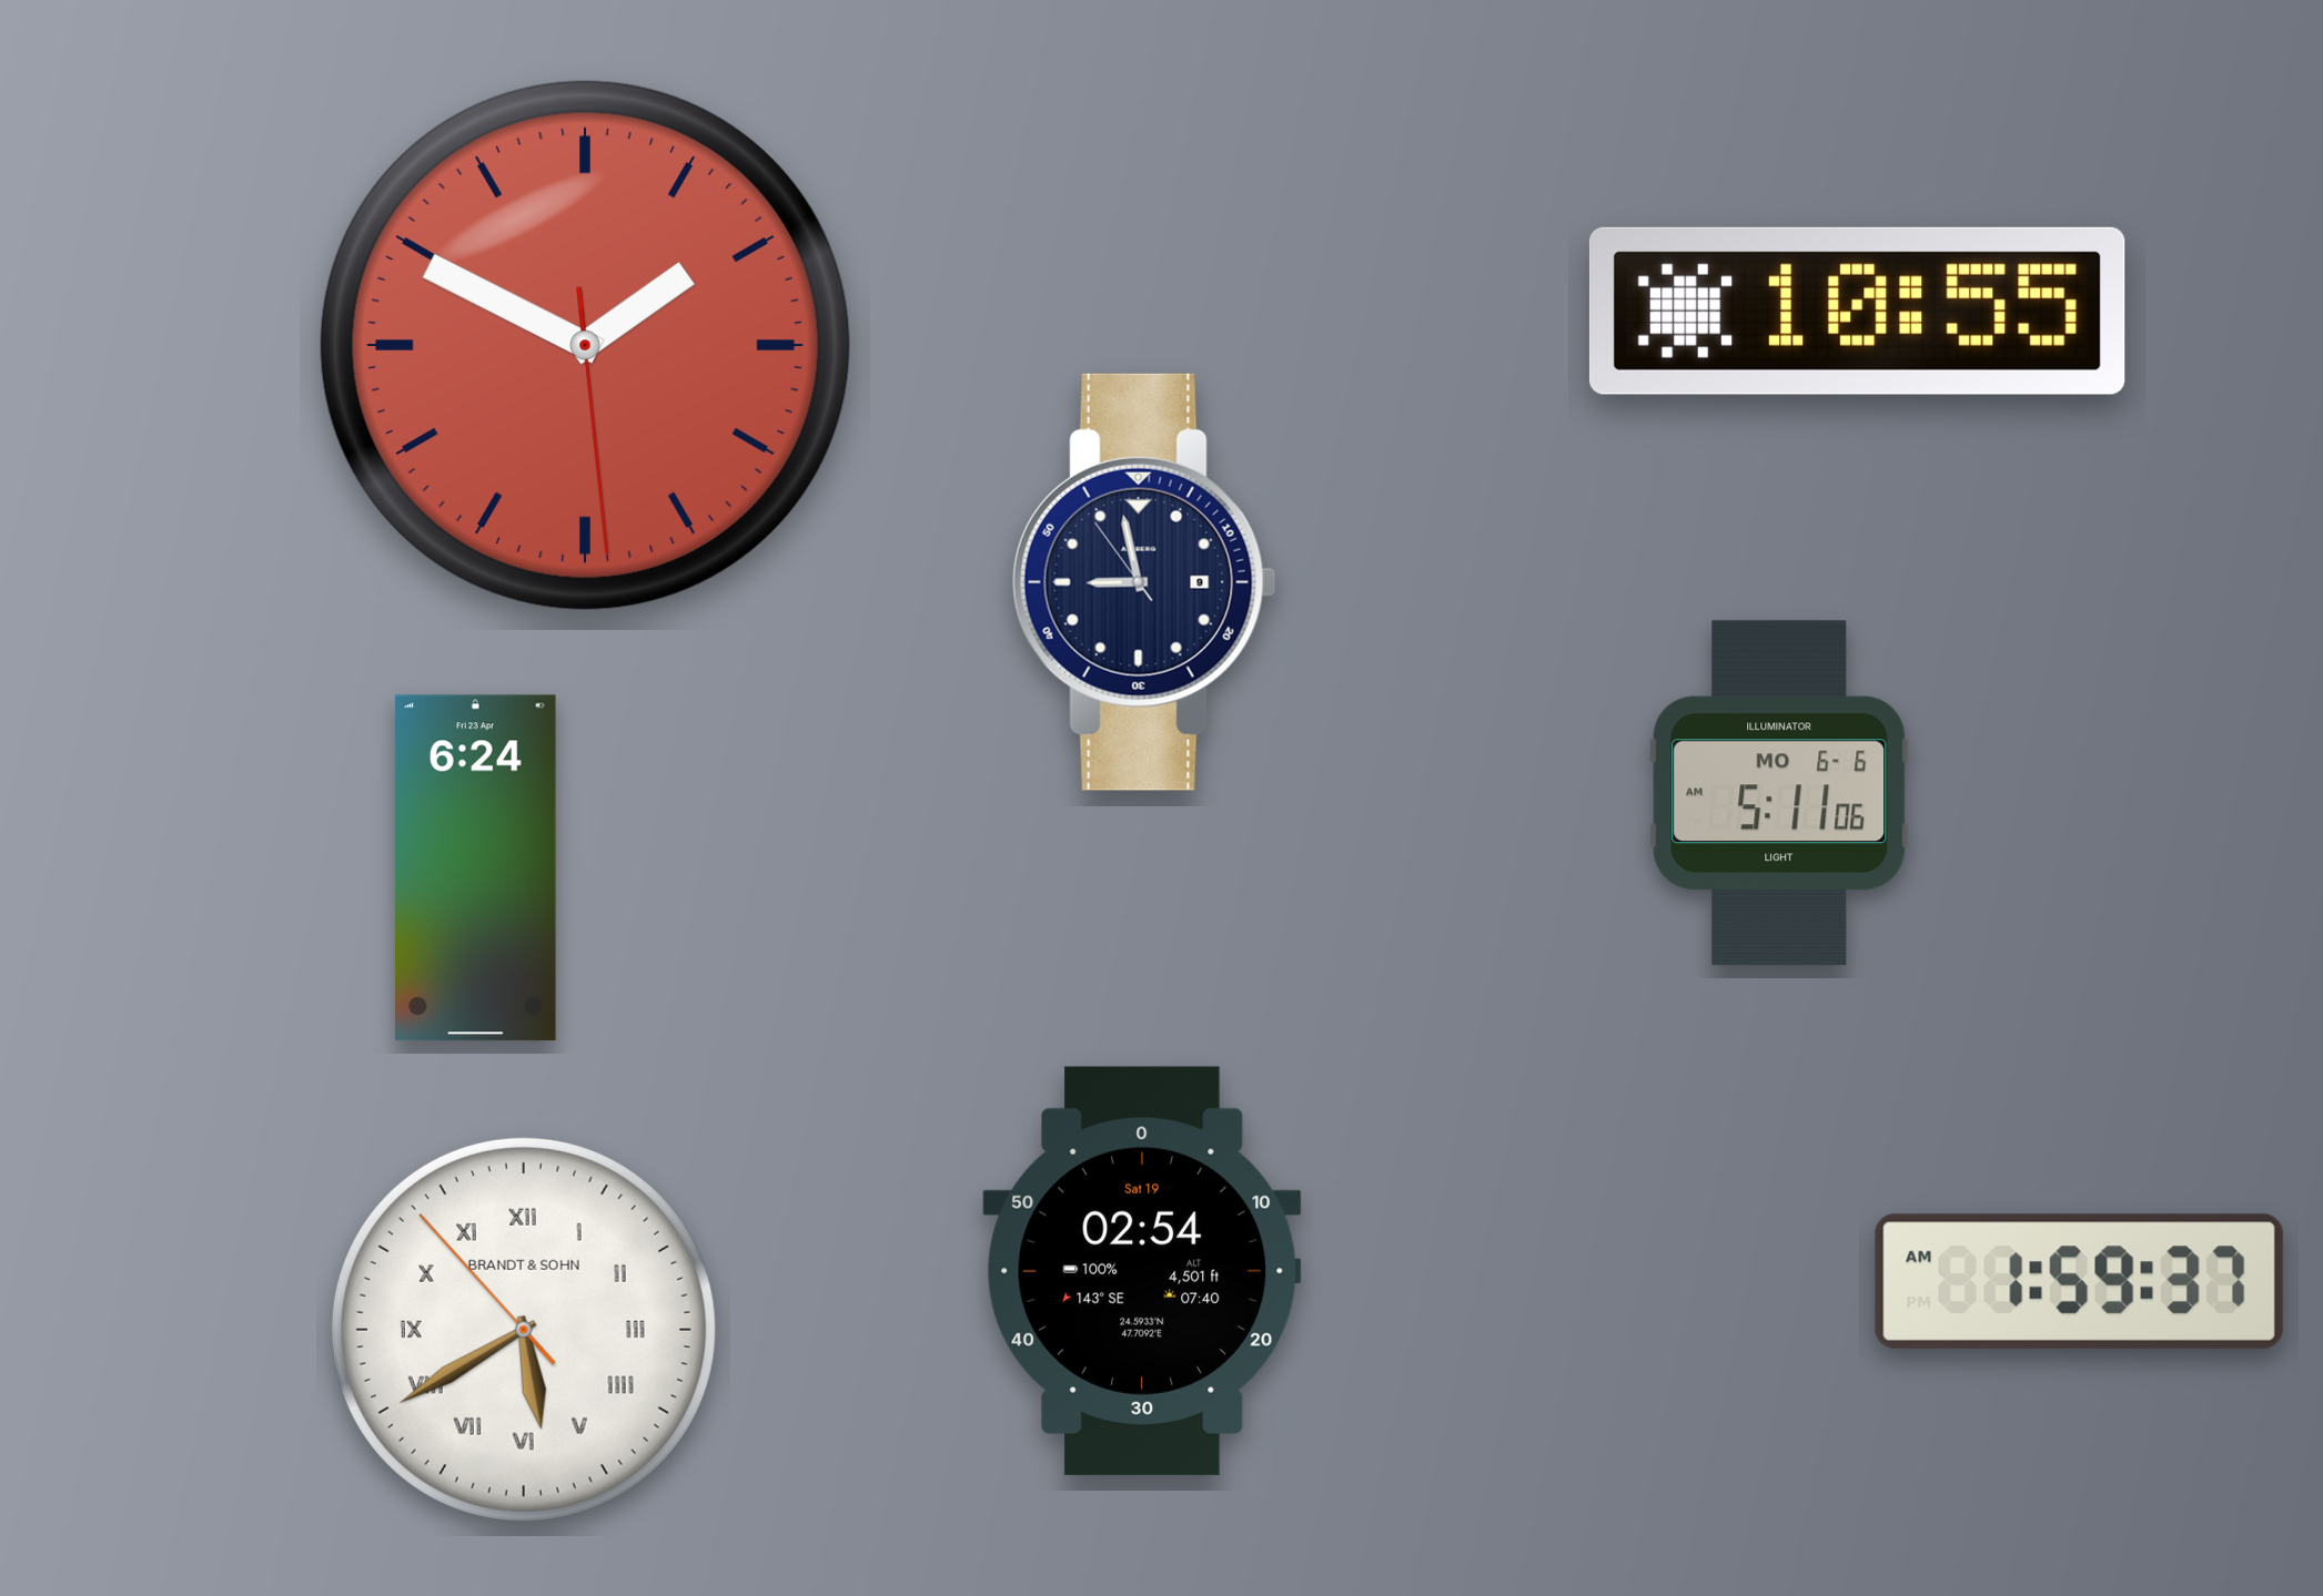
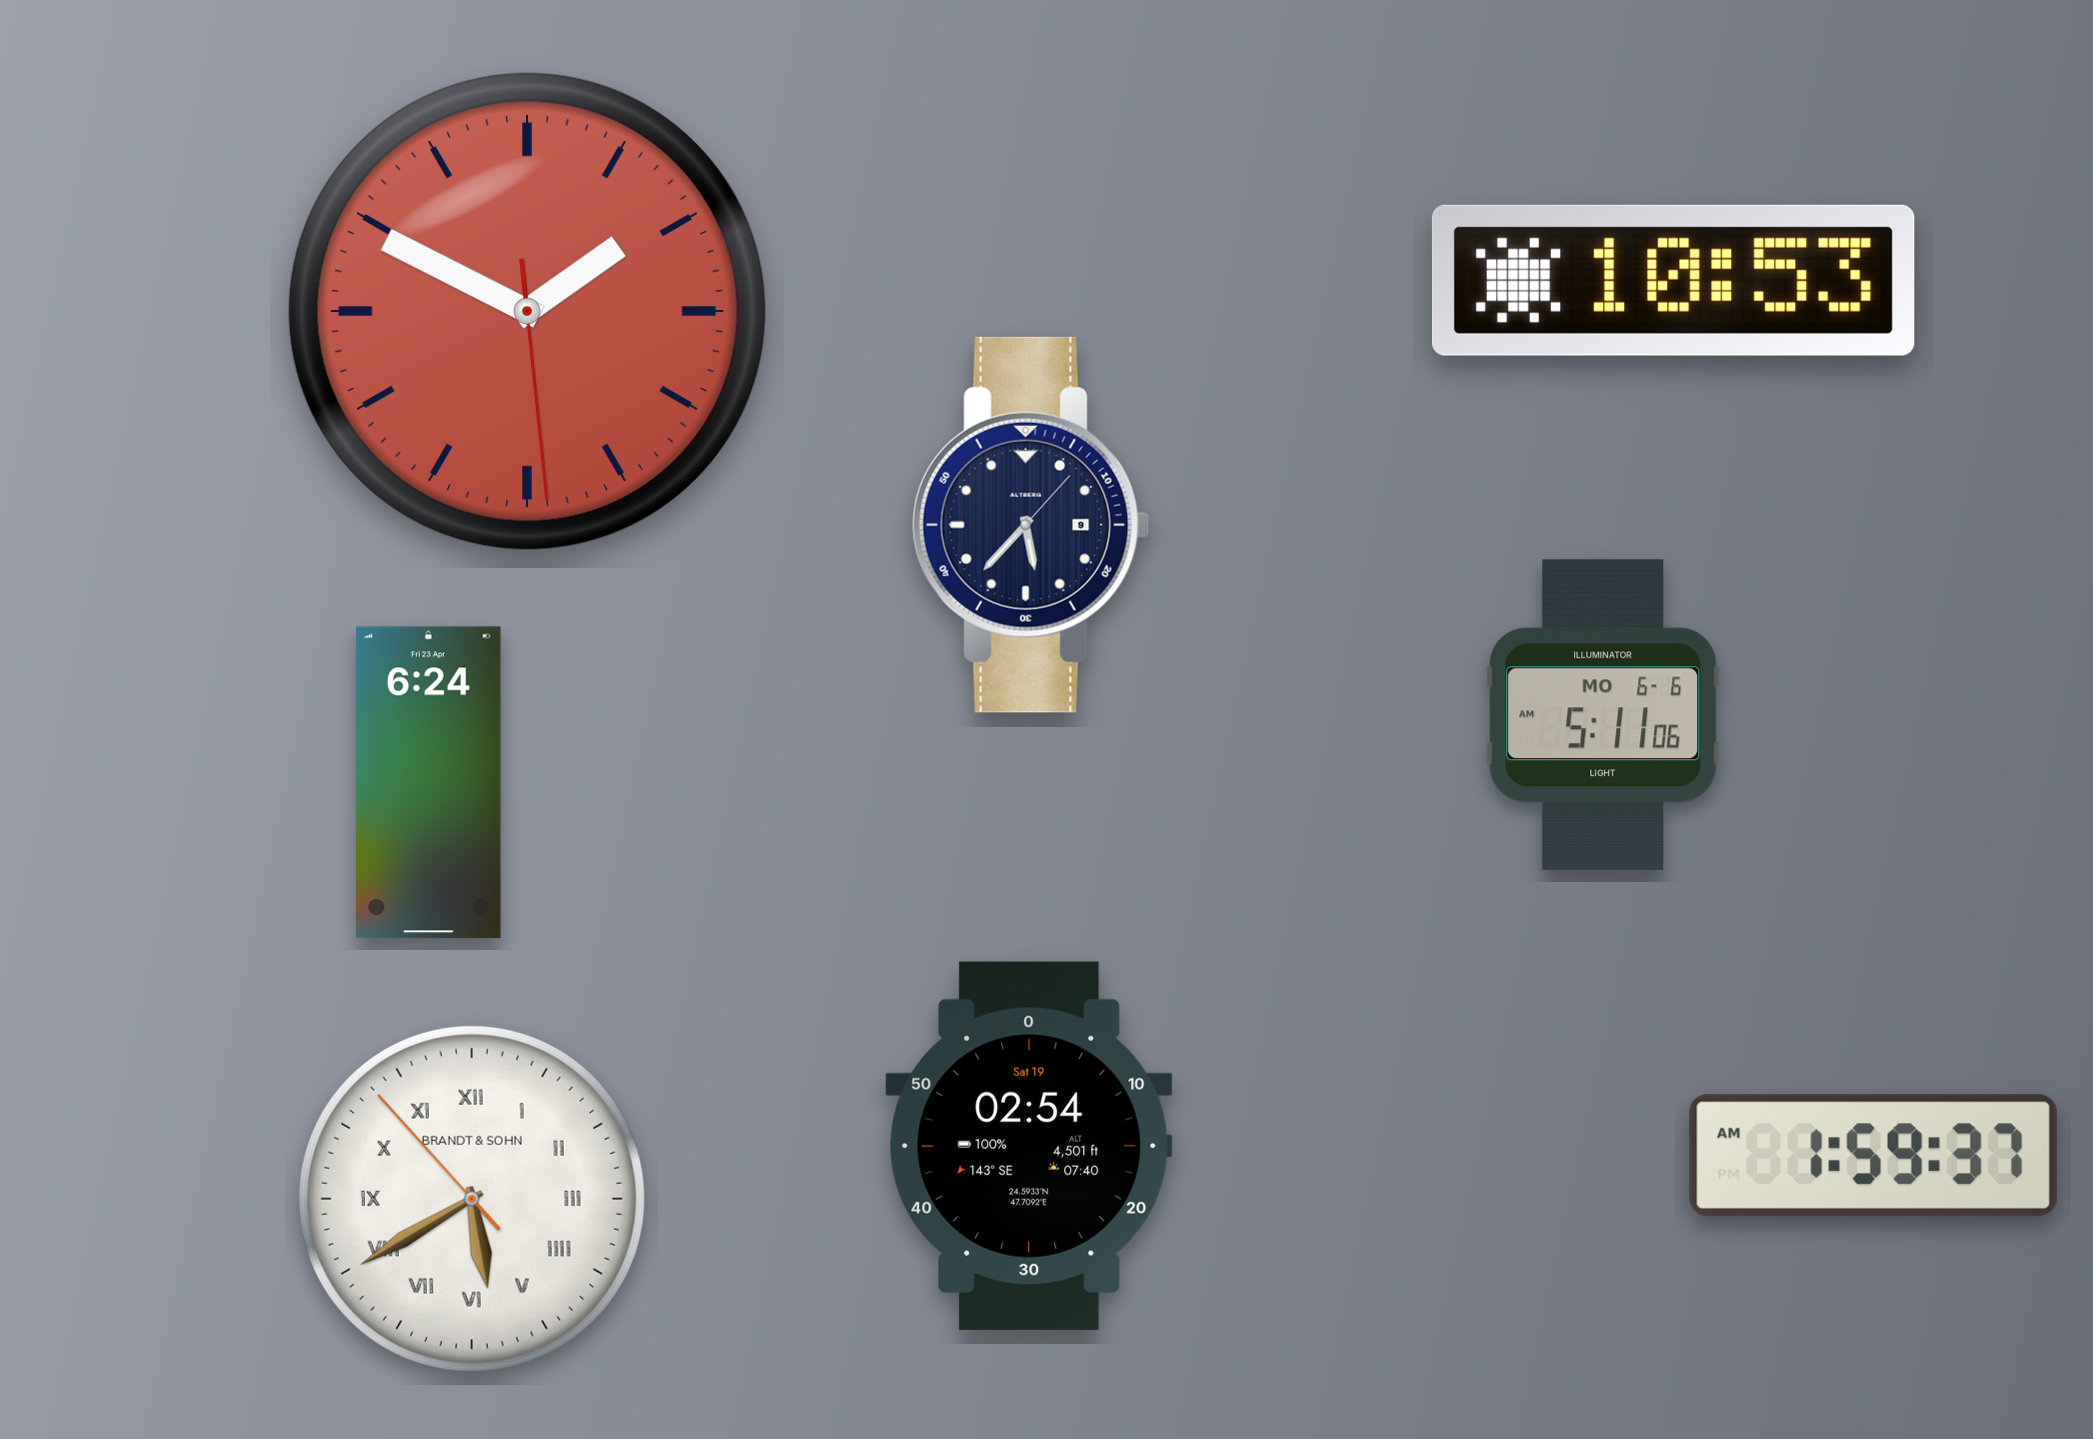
clock at (1857, 311): 10:55 -> 10:53
clock at (1144, 582): 8:57 -> 5:37
